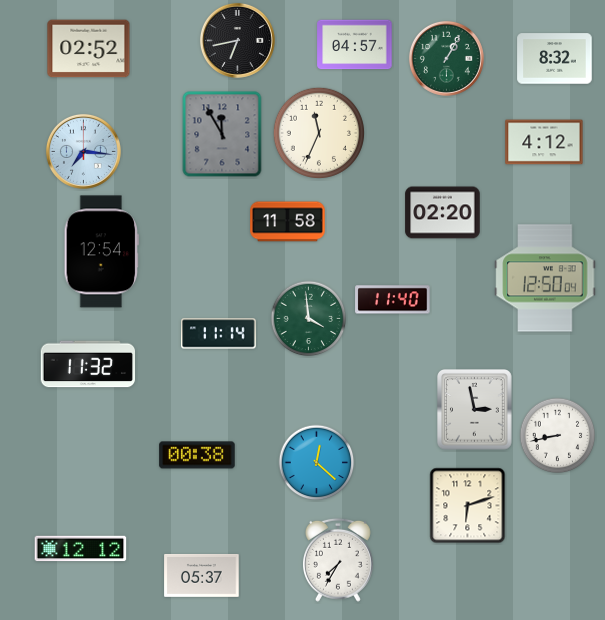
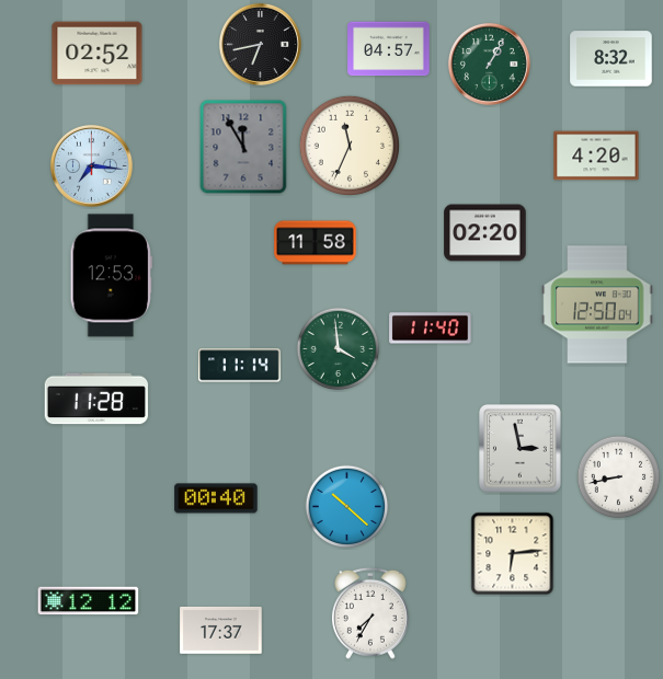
clock at (555, 59) position: (555, 59) -> (611, 59)
clock at (544, 142): 4:12 -> 4:20
clock at (101, 252): 12:54 -> 12:53
clock at (88, 364): 11:32 -> 11:28
clock at (558, 436) position: (558, 436) -> (619, 477)
clock at (197, 455): 00:38 -> 00:40
clock at (317, 463): 12:22 -> 10:22
clock at (468, 506): 6:12 -> 6:14
clock at (202, 575): 05:37 -> 17:37
